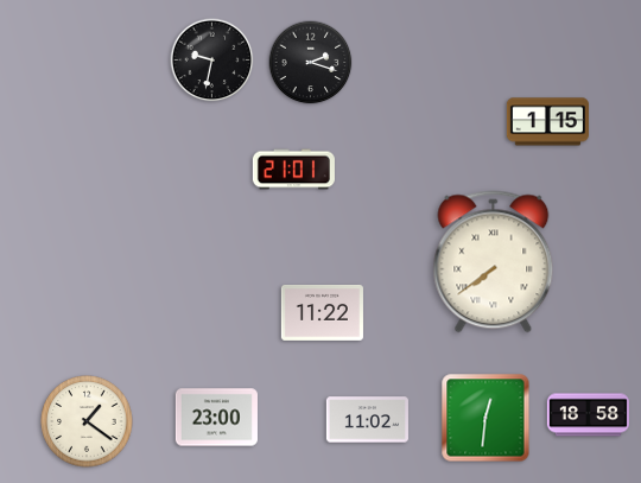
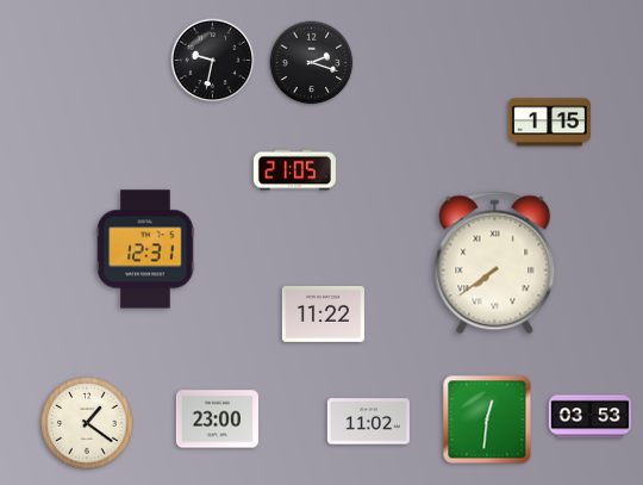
clock at (293, 170): 21:01 -> 21:05
clock at (145, 249): none -> 12:31
clock at (588, 415): 18:58 -> 03:53
